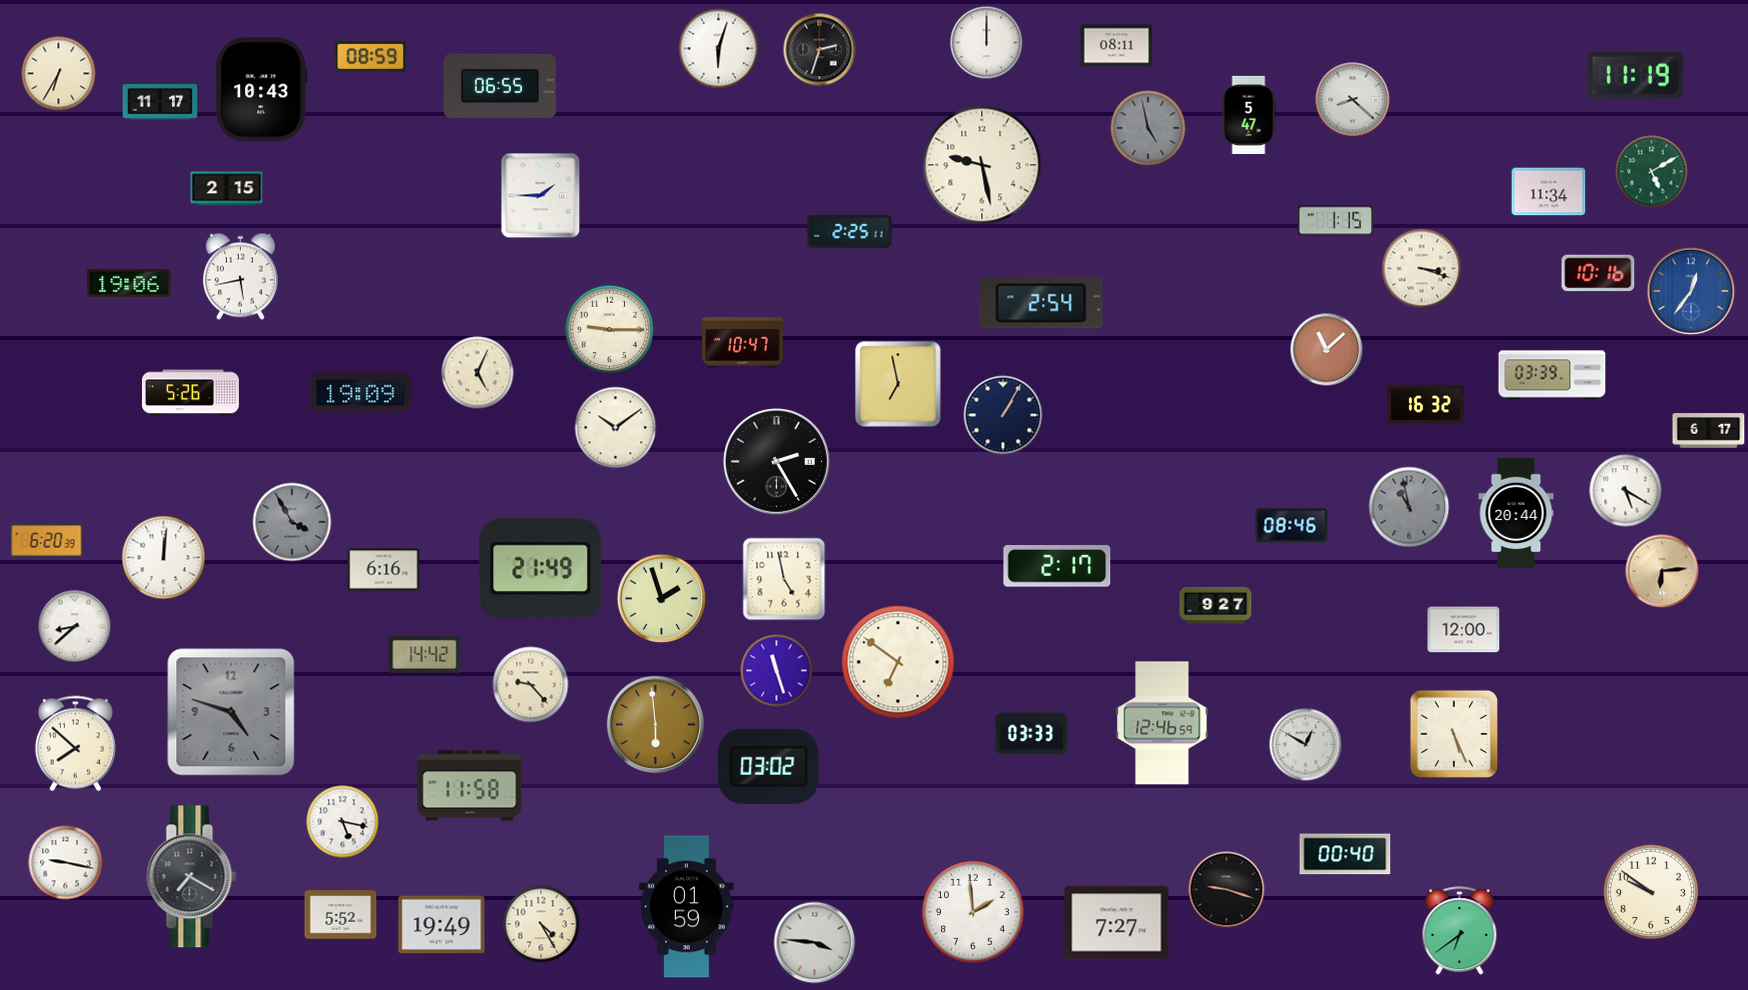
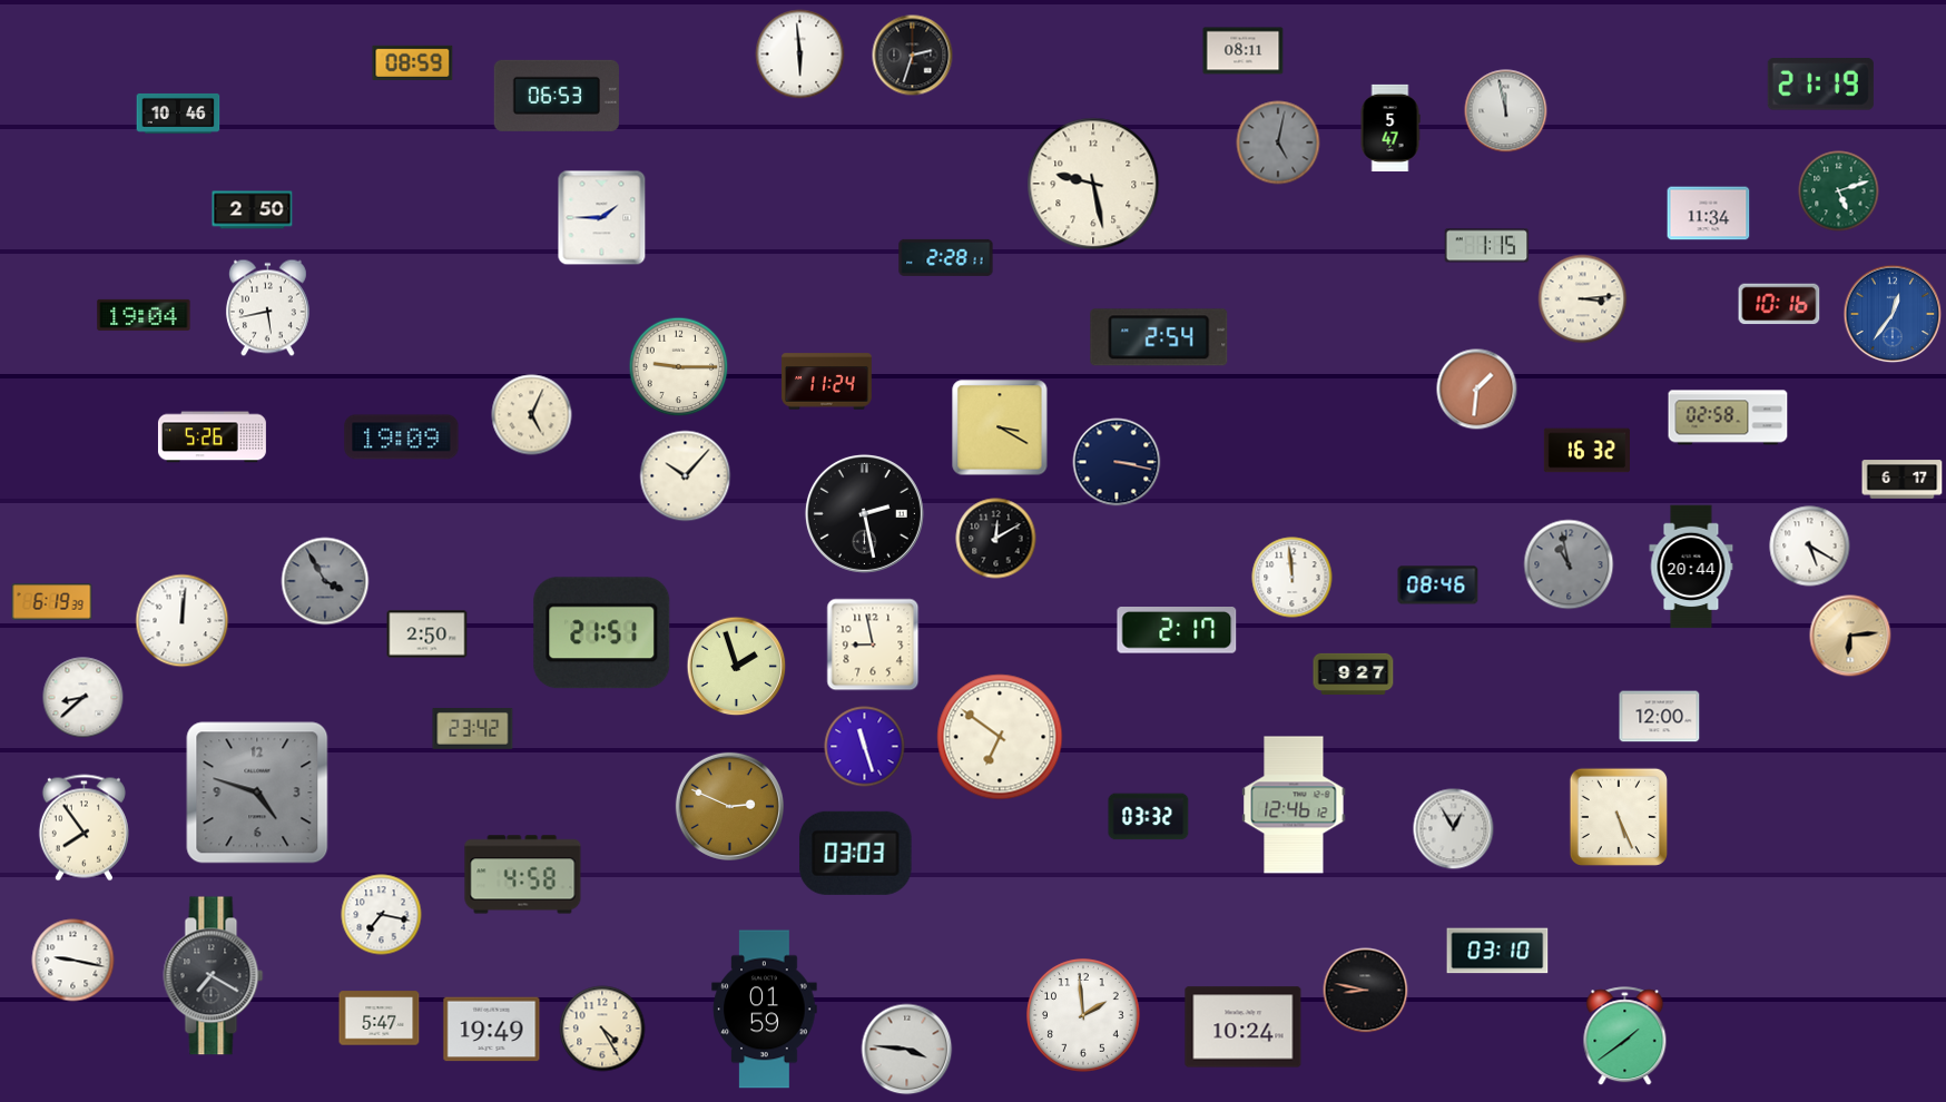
clock at (987, 43): 12:00 -> none
clock at (719, 49): 6:03 -> 5:59
clock at (59, 74): 6:35 -> none
clock at (1635, 76): 11:19 -> 21:19
clock at (500, 86): 06:55 -> 06:53
clock at (261, 90): 10:43 -> none
clock at (1353, 100): 8:22 -> 11:58
clock at (160, 102): 11:17 -> 10:46
clock at (1148, 128): 4:58 -> 5:02
clock at (1652, 172): 5:10 -> 5:12
clock at (227, 189): 2:15 -> 2:50
clock at (1549, 192) position: (1549, 192) -> (1709, 214)
clock at (850, 231): 2:25 -> 2:28
clock at (1422, 269): 3:18 -> 3:14
clock at (129, 283): 19:06 -> 19:04
clock at (1691, 291) position: (1691, 291) -> (1893, 314)
clock at (743, 343): 10:47 -> 11:24
clock at (1327, 350): 11:08 -> 1:31
clock at (1552, 375): 03:39 -> 02:58
clock at (898, 384): 6:58 -> 3:20
clock at (1003, 415): 1:05 -> 3:17
clock at (616, 428): 10:09 -> 10:07
clock at (776, 461): 2:25 -> 2:28
clock at (996, 539): none -> 12:10
clock at (1516, 513) position: (1516, 513) -> (1691, 567)
clock at (1293, 578): none -> 11:59
clock at (47, 541): 6:20 -> 6:19
clock at (541, 569): 21:49 -> 21:51
clock at (384, 570): 6:16 -> 2:50
clock at (784, 579): 4:58 -> 8:58
clock at (1464, 630) position: (1464, 630) -> (1660, 717)
clock at (425, 655): 14:42 -> 23:42
clock at (531, 685): 9:23 -> none
clock at (1162, 723): 12:46:59 -> 12:46:12
clock at (655, 724): 5:59 -> 2:49
clock at (1032, 734): 03:33 -> 03:32
clock at (75, 744): 7:52 -> 7:54
clock at (1306, 745): 12:50 -> 12:55
clock at (769, 766): 03:02 -> 03:03
clock at (470, 786): 11:58 -> 4:58
clock at (343, 822): 5:17 -> 7:17
clock at (1345, 854): 00:40 -> 03:10
clock at (1227, 890): 9:18 -> 8:47
clock at (1651, 892): 9:51 -> none
clock at (341, 915): 5:52 -> 5:47
clock at (1117, 923): 7:27 -> 10:24
clock at (1460, 931): 6:39 -> 1:39
